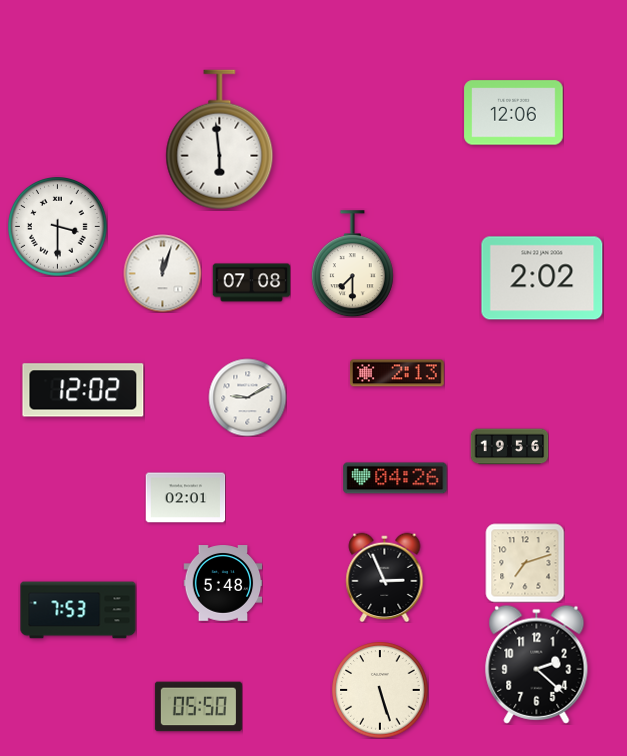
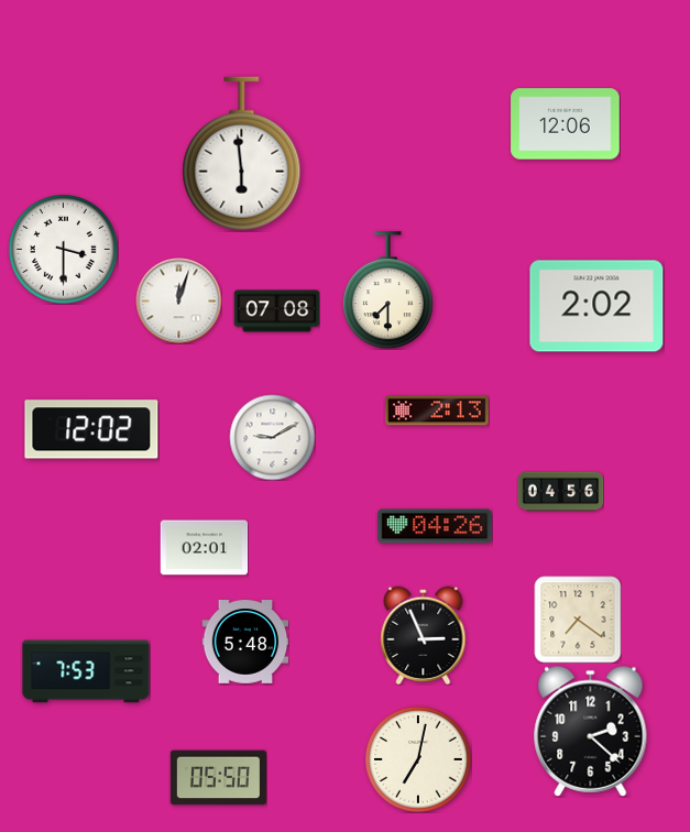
clock at (509, 447): 19:56 -> 04:56
clock at (525, 563): 7:12 -> 7:21
clock at (380, 690): 5:27 -> 7:02
